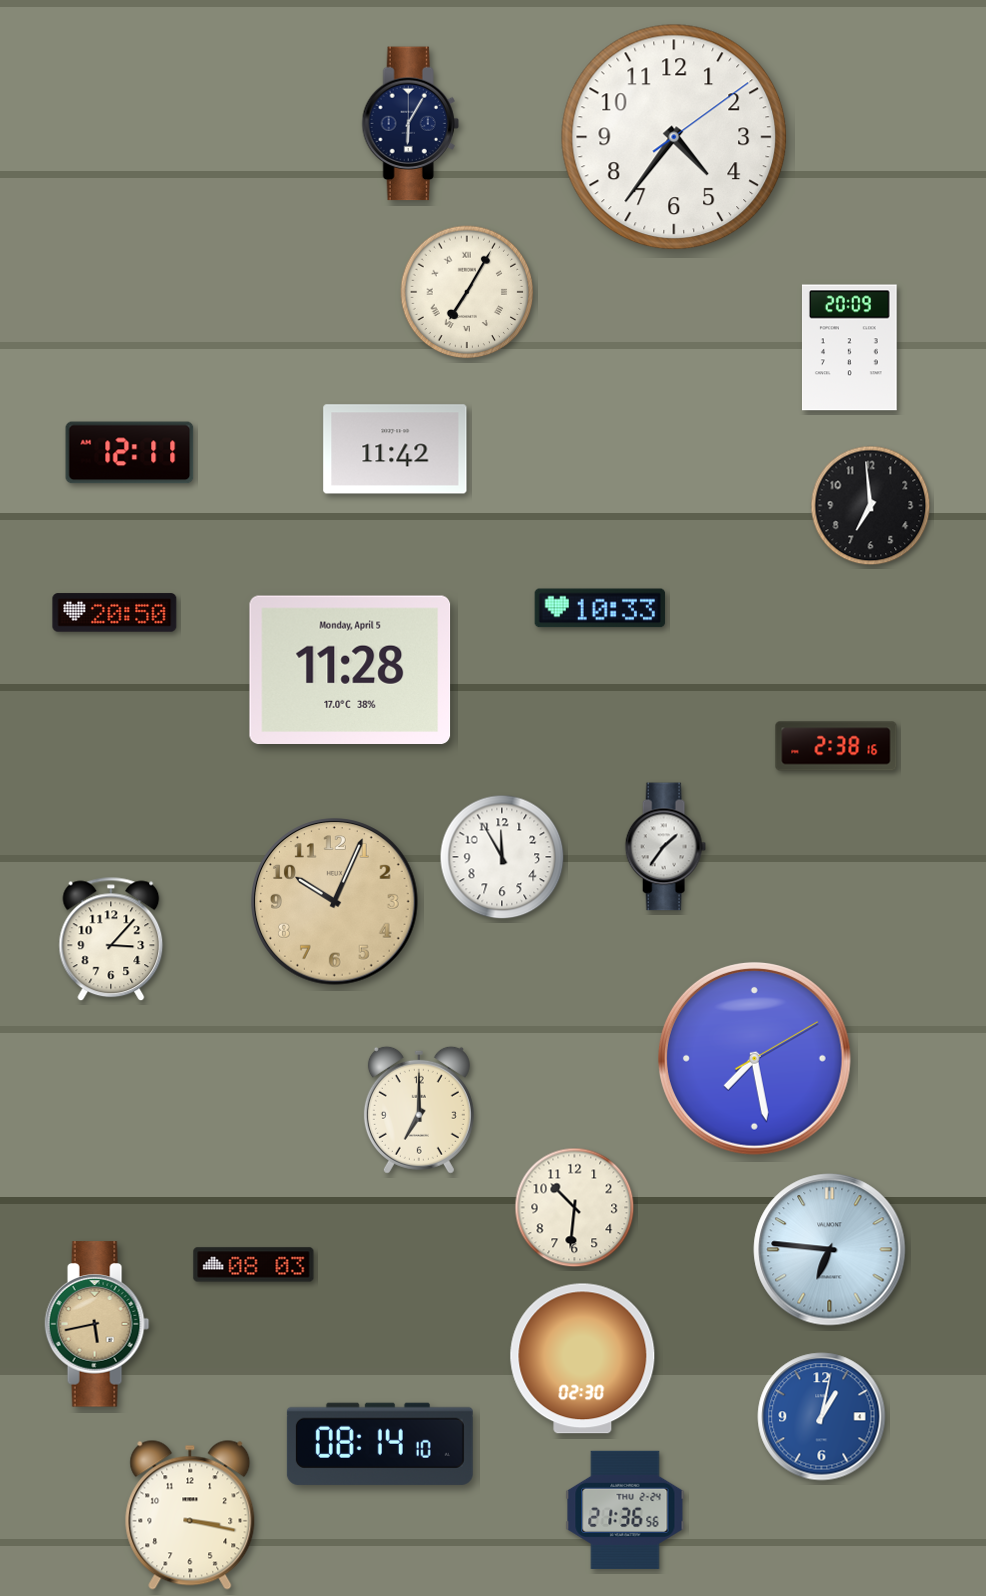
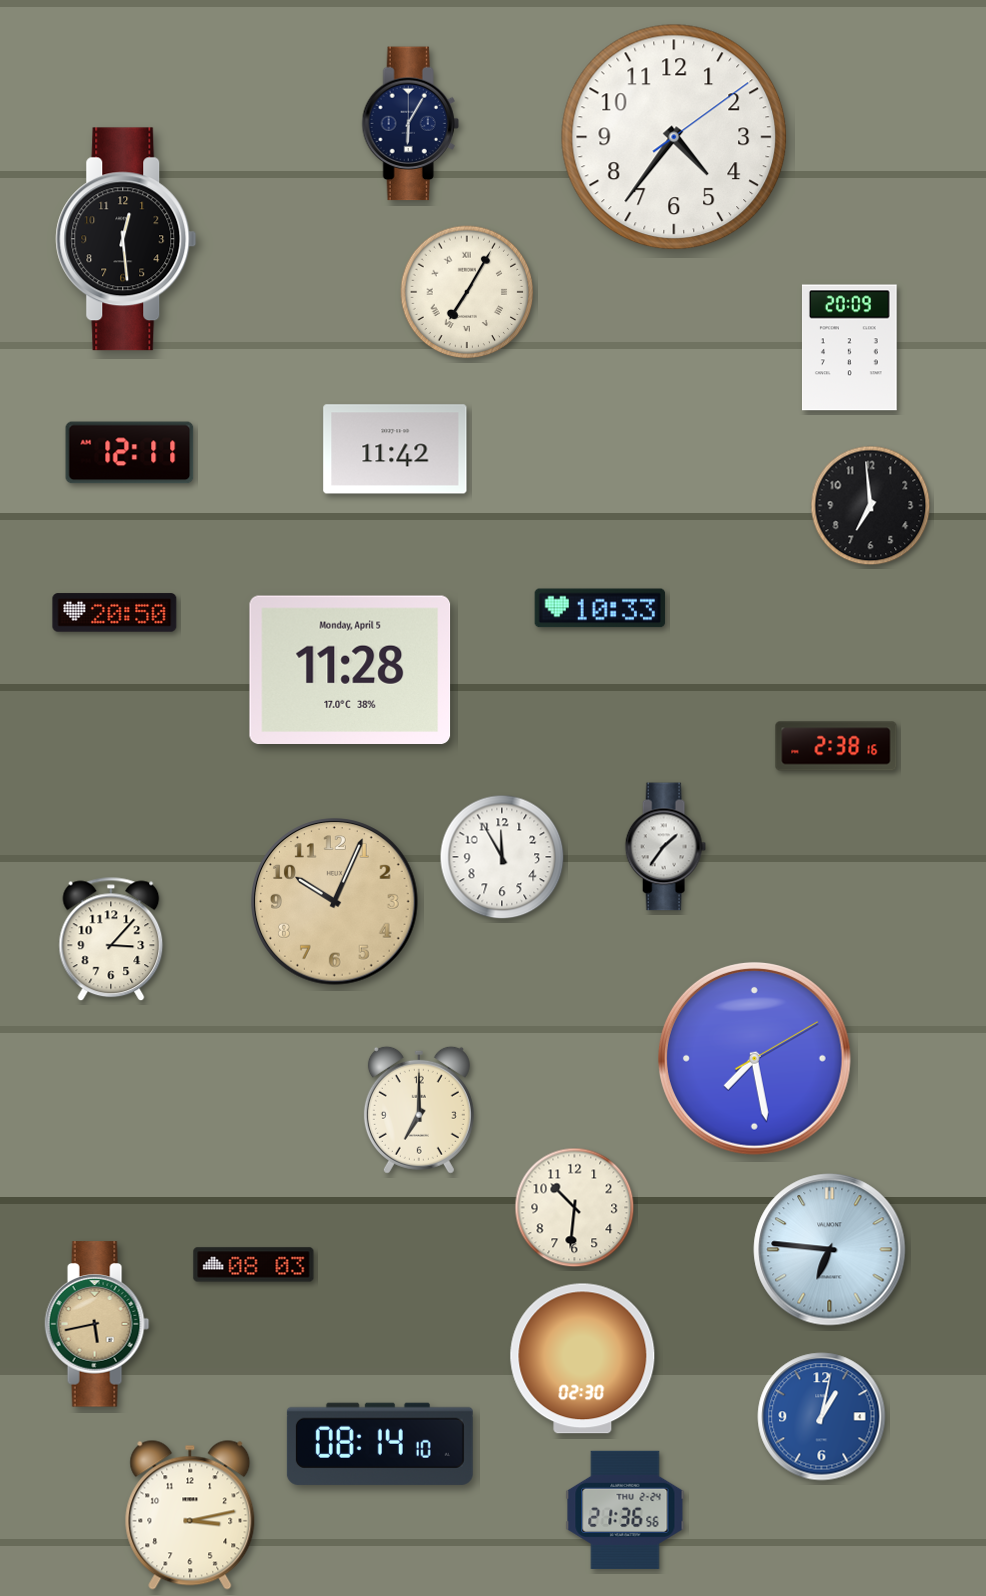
clock at (126, 239): none -> 12:29
clock at (190, 1515): 3:17 -> 3:13
